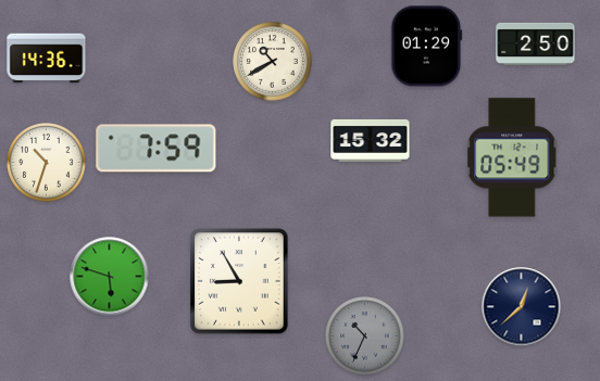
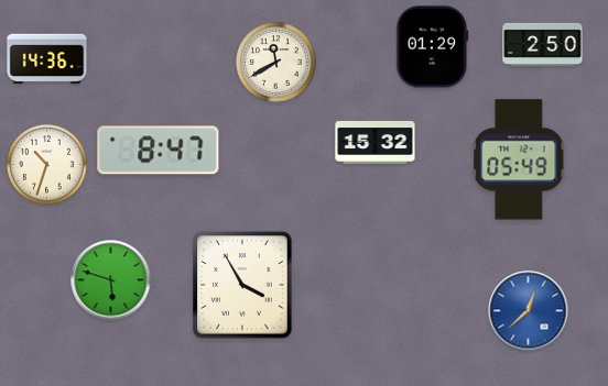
clock at (273, 62): 10:40 -> 11:40
clock at (157, 149): 7:59 -> 8:47
clock at (239, 281): 8:55 -> 3:55
clock at (522, 307) dial: navy -> blue
clock at (365, 336): 10:34 -> none
